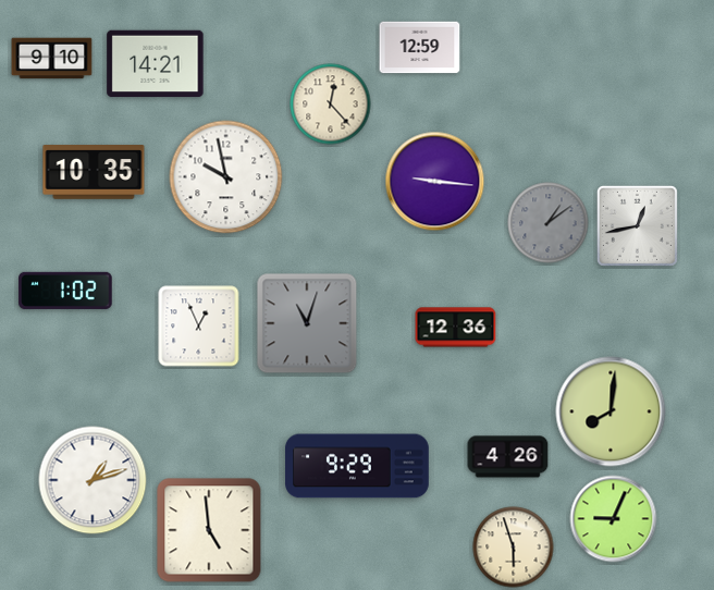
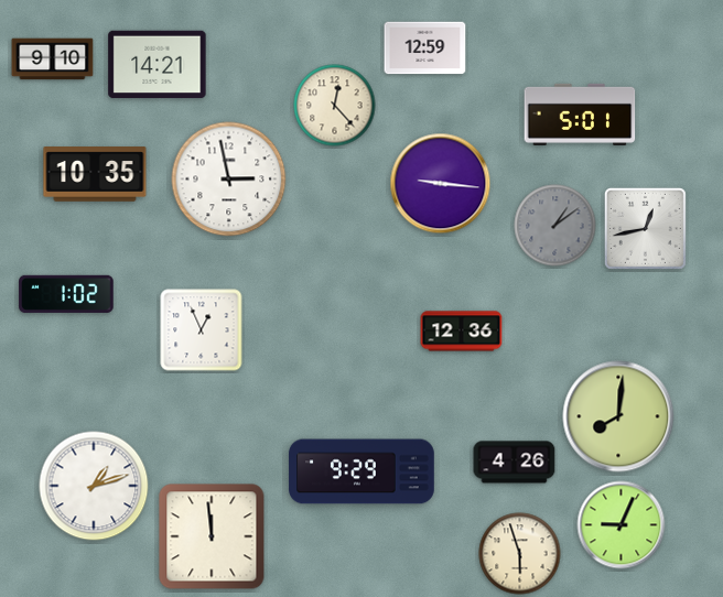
clock at (580, 115): none -> 5:01
clock at (226, 177): 9:58 -> 2:58
clock at (307, 323): 11:03 -> none
clock at (209, 530): 4:59 -> 11:59
